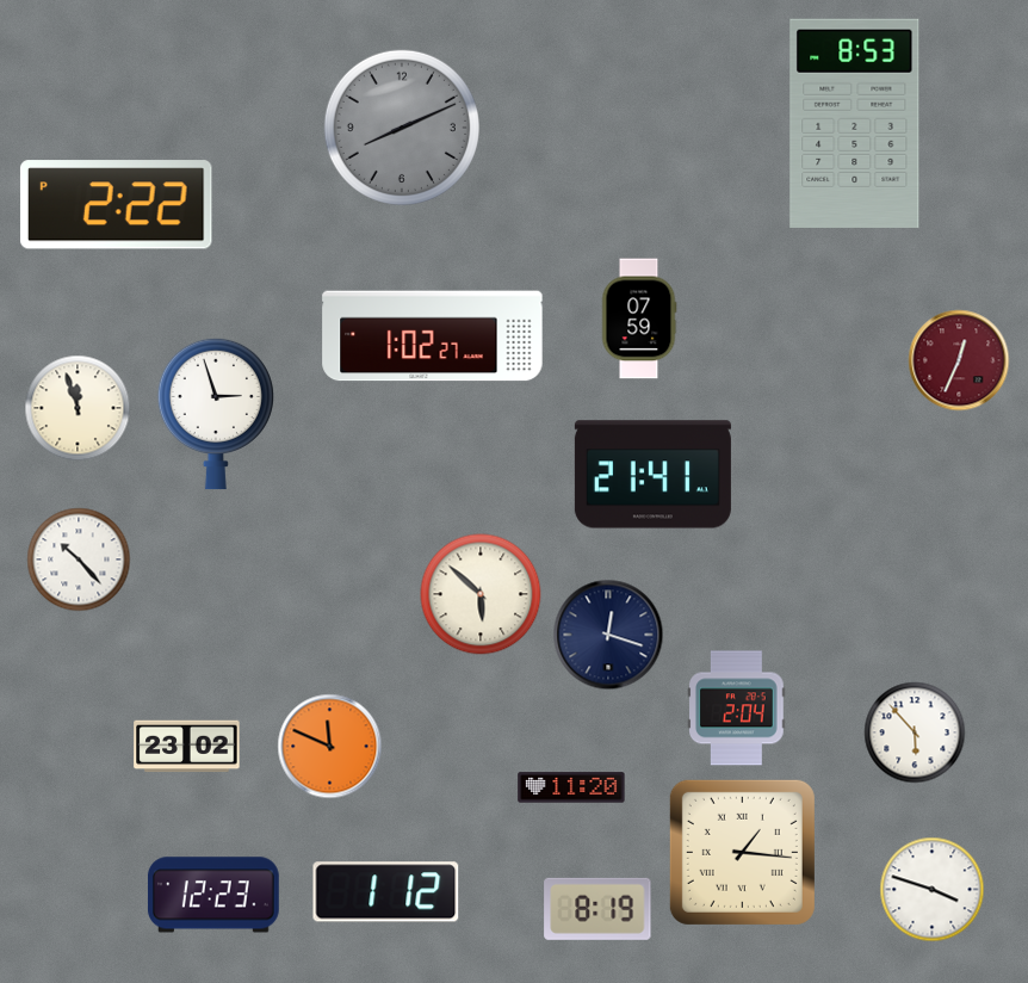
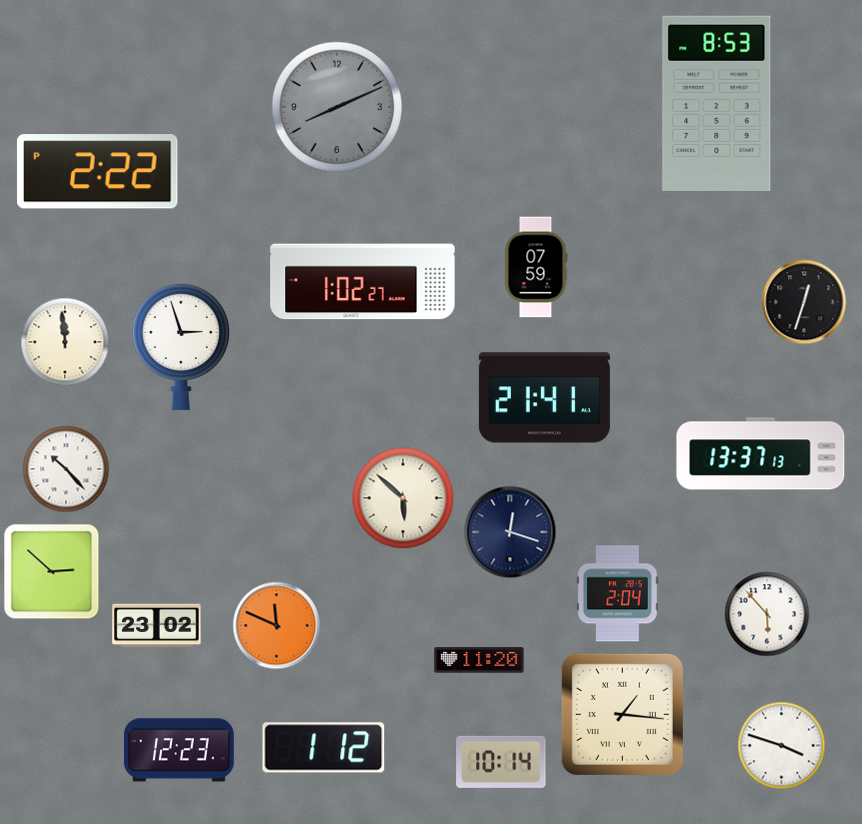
clock at (959, 360): 12:34 -> 12:33
clock at (959, 360) dial: burgundy -> black
clock at (78, 408): 11:57 -> 11:59
clock at (652, 475) position: (652, 475) -> (544, 398)
clock at (761, 454): none -> 13:37
clock at (52, 572): none -> 2:52
clock at (597, 909): 8:19 -> 10:14
